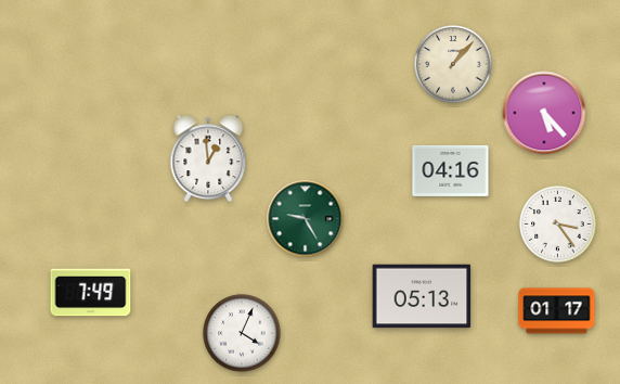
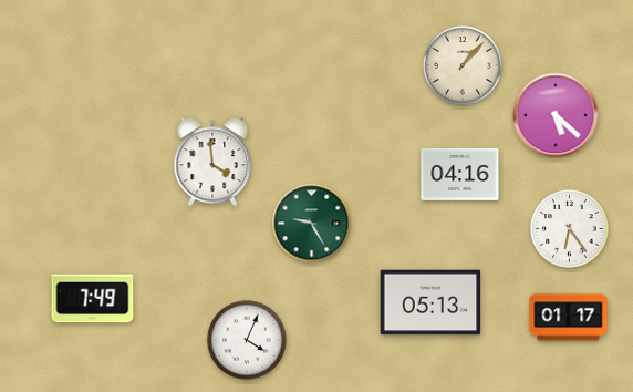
clock at (544, 113): 5:23 -> 5:22
clock at (208, 158): 12:59 -> 3:59
clock at (558, 225): 3:24 -> 6:24
